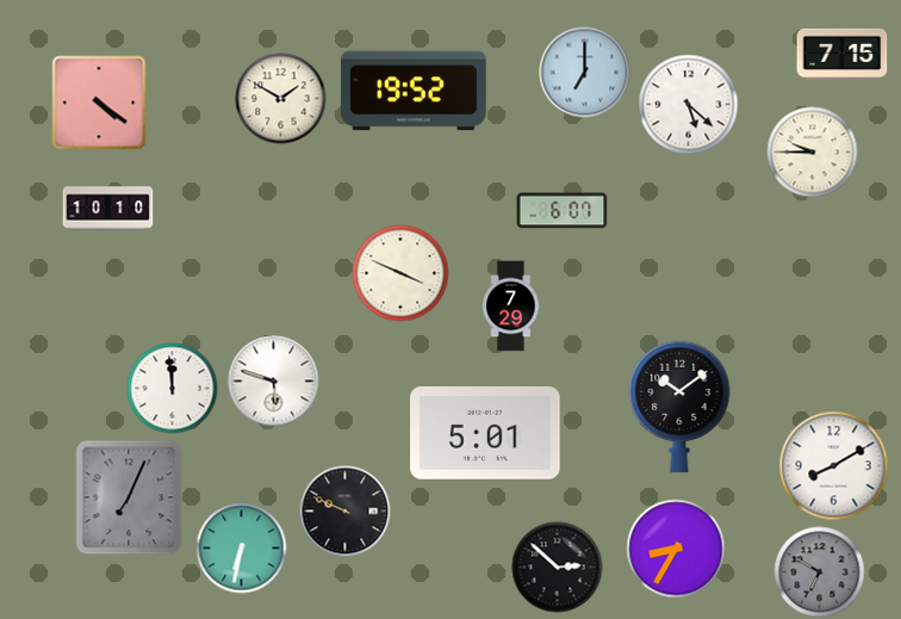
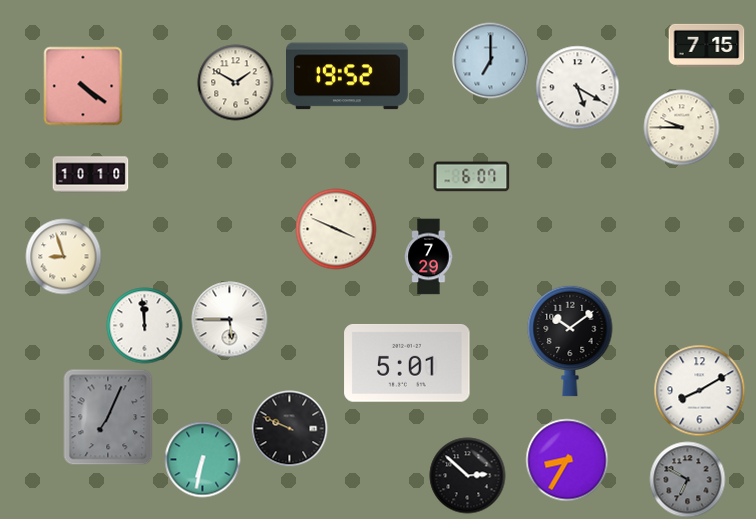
clock at (689, 105): 5:22 -> 5:20
clock at (64, 257): none -> 8:57
clock at (274, 382): 5:48 -> 5:45
